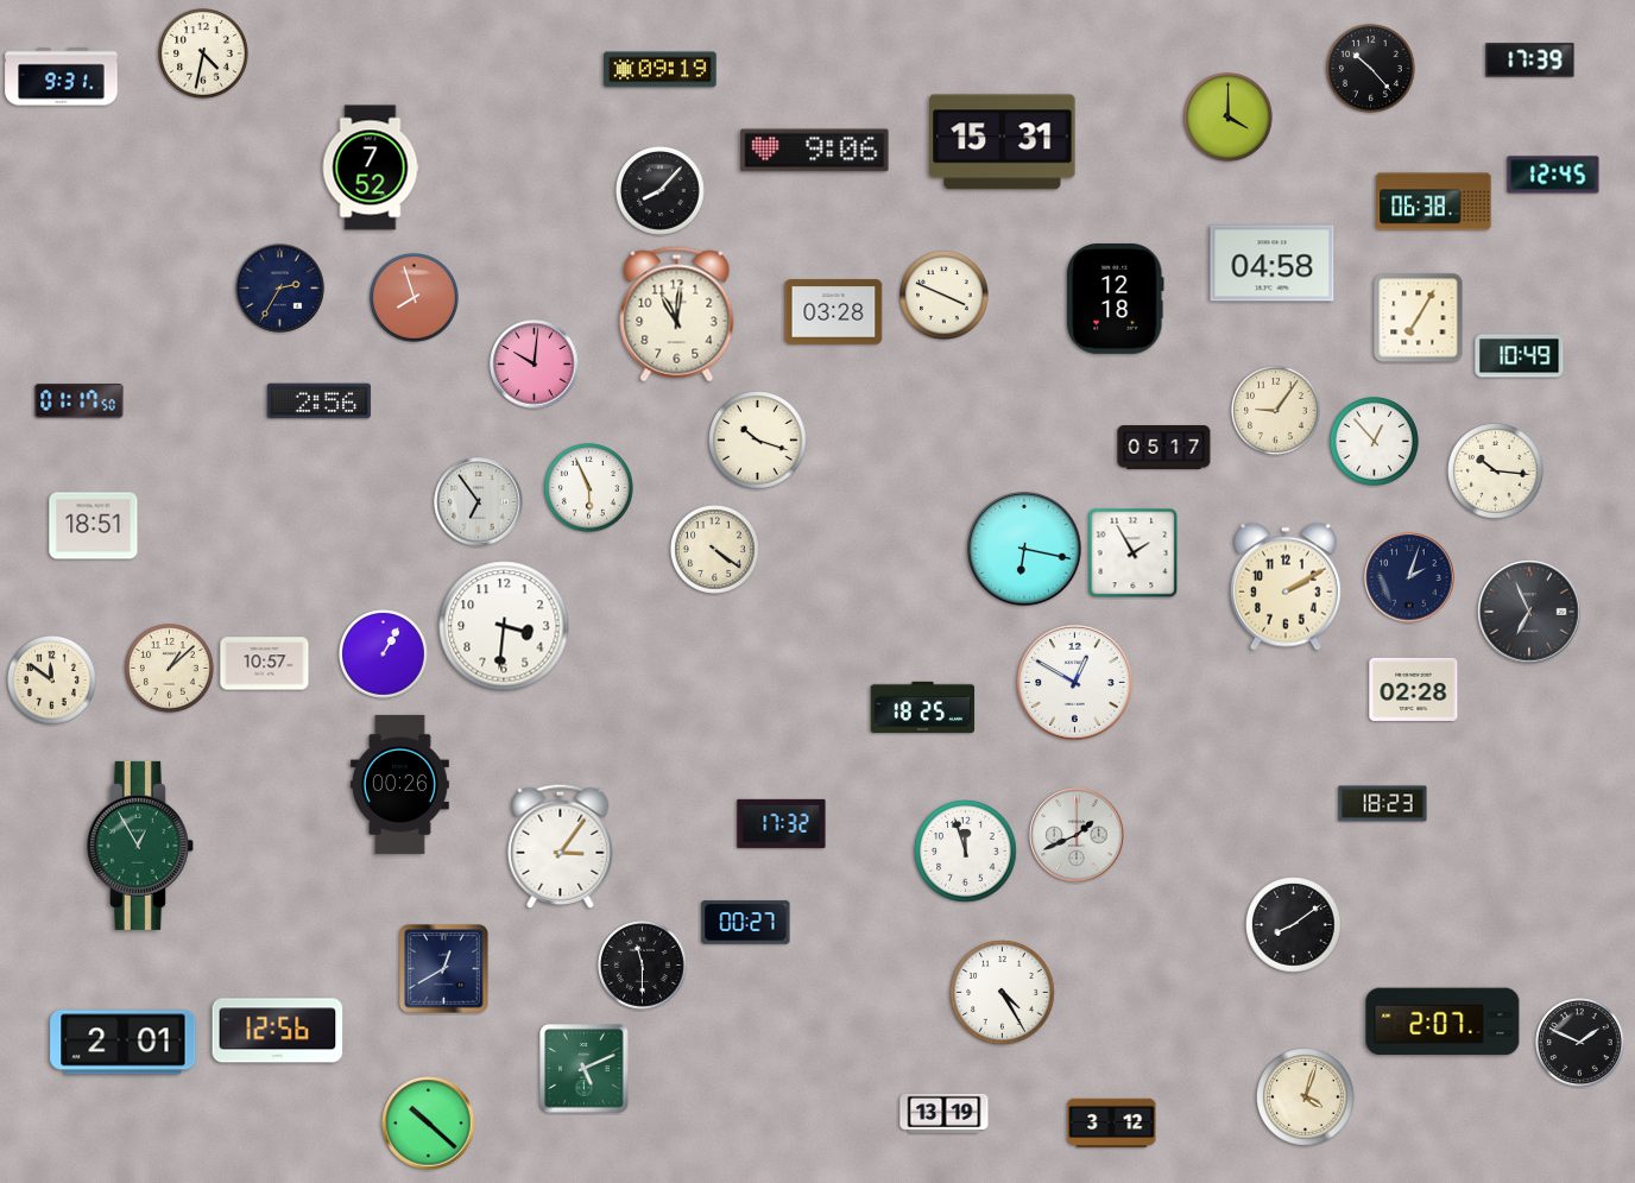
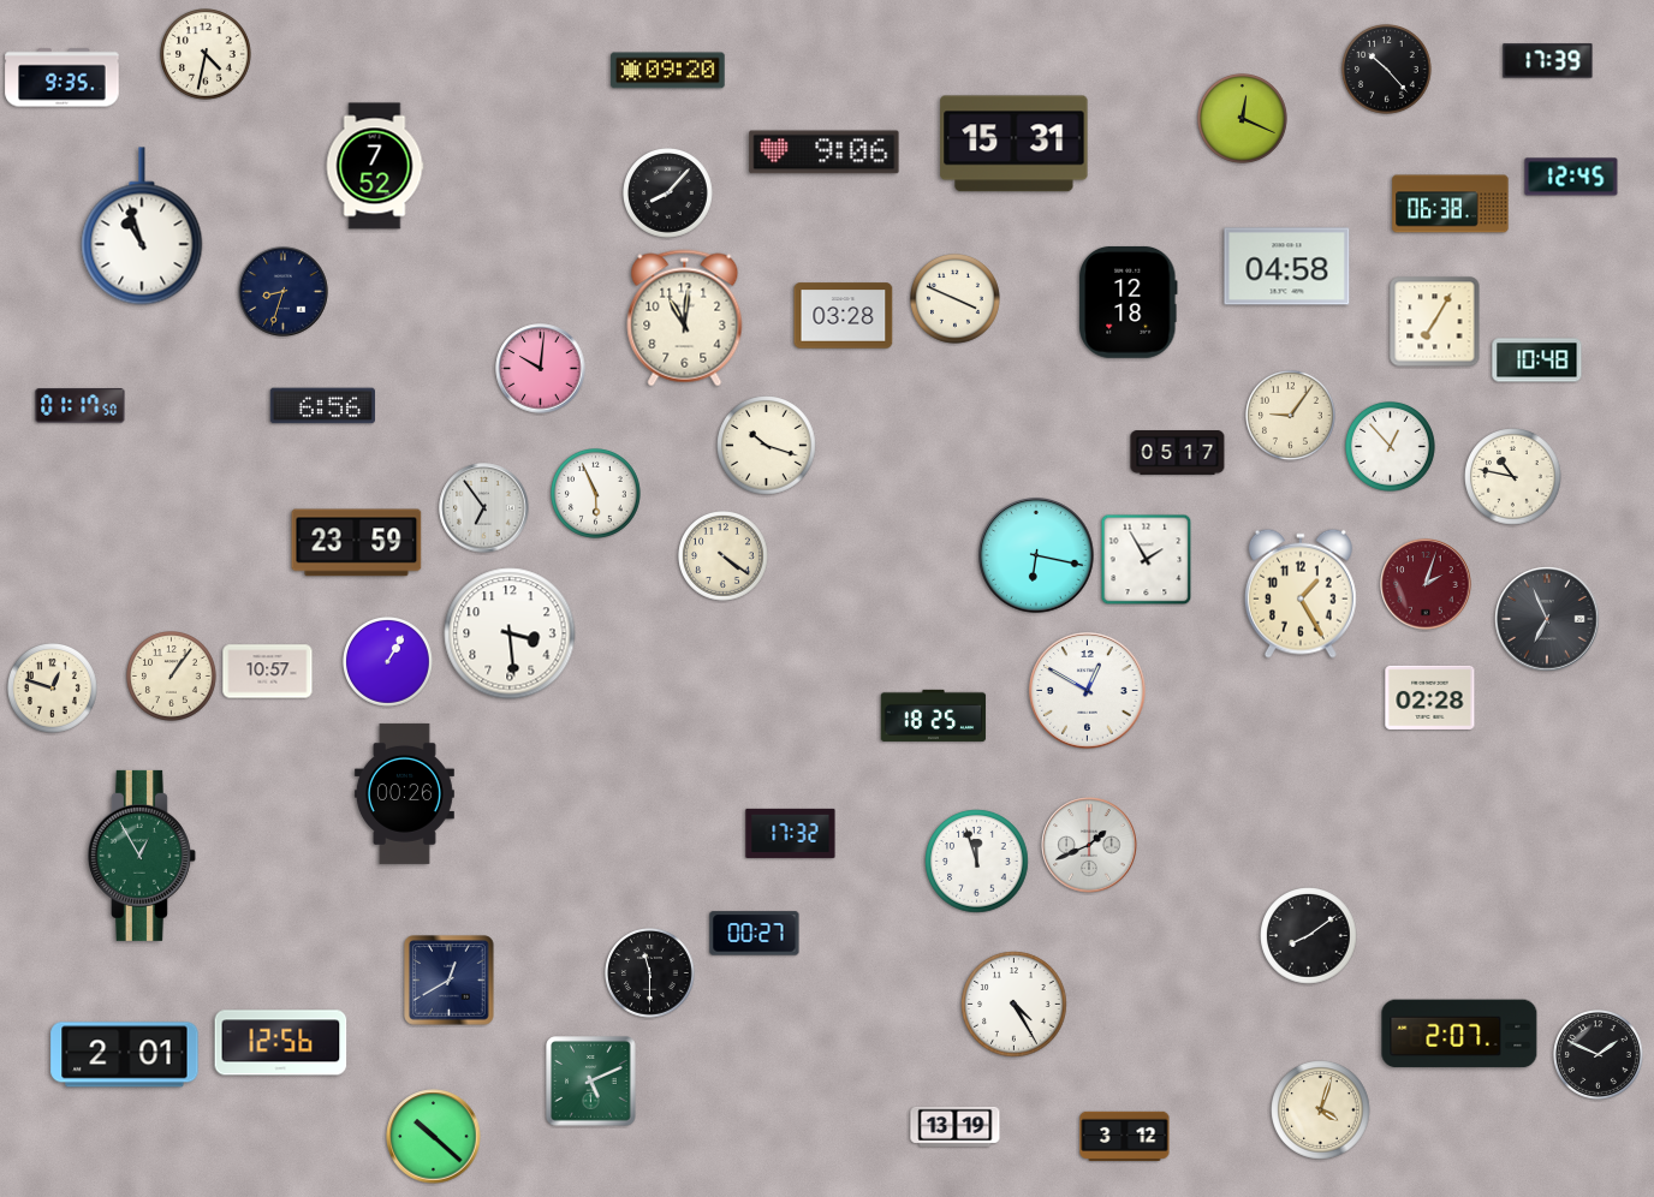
clock at (661, 70): 09:19 -> 09:20
clock at (62, 77): 9:31 -> 9:35
clock at (1229, 118): 4:00 -> 12:19
clock at (371, 167) position: (371, 167) -> (375, 166)
clock at (142, 226): none -> 10:57
clock at (280, 289): 2:35 -> 8:33
clock at (415, 298): 7:57 -> none
clock at (1520, 356): 10:49 -> 10:48
clock at (320, 401): 2:56 -> 6:56
clock at (1496, 472): 10:16 -> 10:47
clock at (94, 526): 18:51 -> none
clock at (357, 543): none -> 23:59
clock at (1409, 577) dial: navy -> burgundy
clock at (1286, 587): 2:10 -> 1:25
clock at (504, 626): 3:31 -> 3:29
clock at (170, 669): 1:08 -> 1:06
clock at (52, 681): 11:51 -> 12:48
clock at (1383, 804): 18:23 -> none
clock at (561, 846): 3:06 -> none
clock at (643, 966) position: (643, 966) -> (650, 973)
